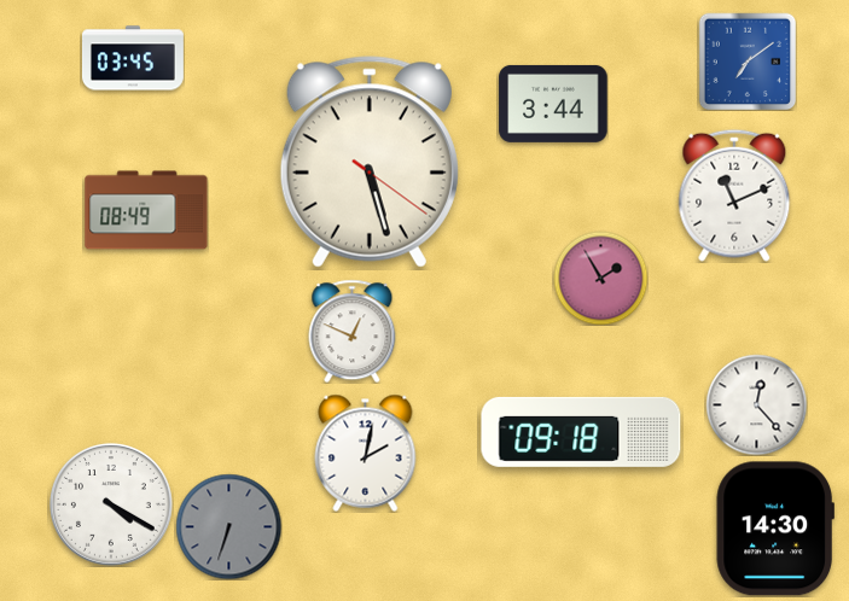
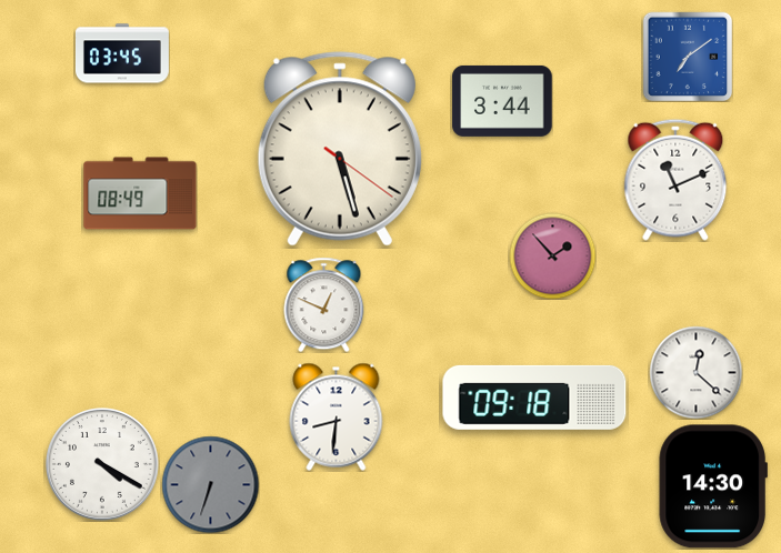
clock at (553, 104) position: (553, 104) -> (502, 101)
clock at (146, 210) position: (146, 210) -> (140, 193)
clock at (600, 278): 1:55 -> 1:53
clock at (756, 404): 12:23 -> 12:22
clock at (366, 453): 2:02 -> 8:31
